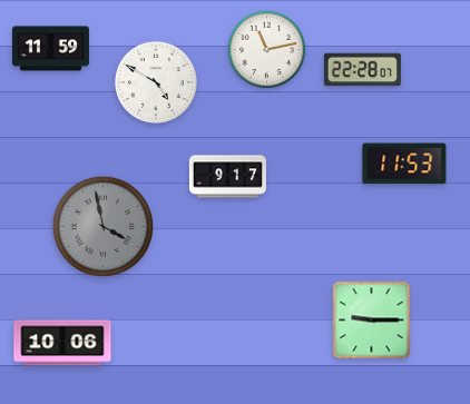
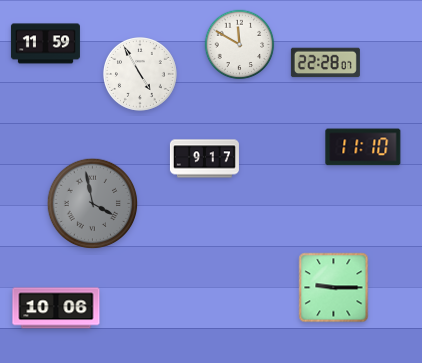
clock at (267, 50): 11:13 -> 11:50
clock at (157, 83): 4:50 -> 4:55
clock at (404, 164): 11:53 -> 11:10
